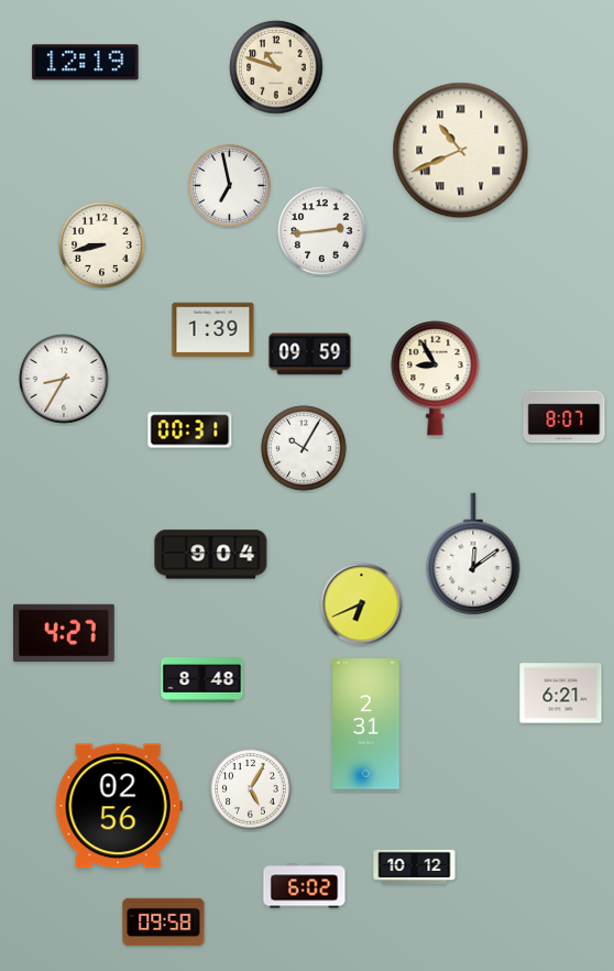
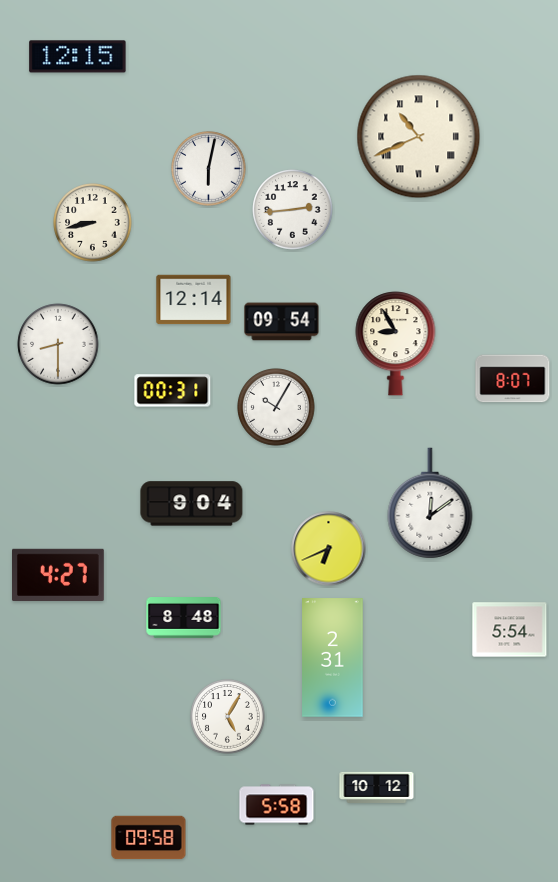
clock at (86, 63): 12:19 -> 12:15
clock at (276, 67): 10:48 -> none
clock at (230, 186): 6:58 -> 6:02
clock at (213, 330): 1:39 -> 12:14
clock at (310, 354): 09:59 -> 09:54
clock at (64, 379): 8:35 -> 8:30
clock at (561, 694): 6:21 -> 5:54
clock at (119, 806): 02:56 -> none
clock at (305, 886): 6:02 -> 5:58
